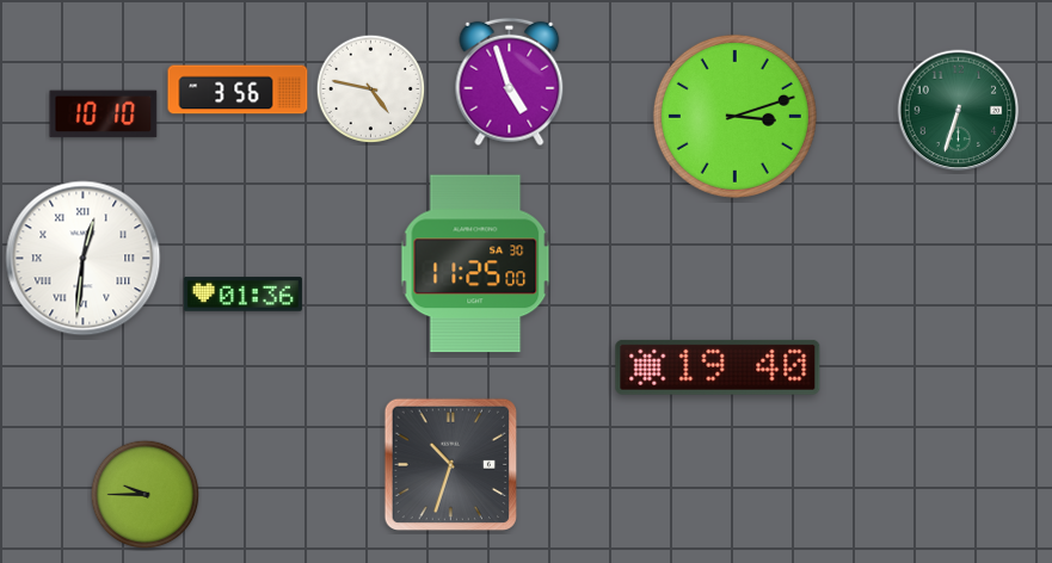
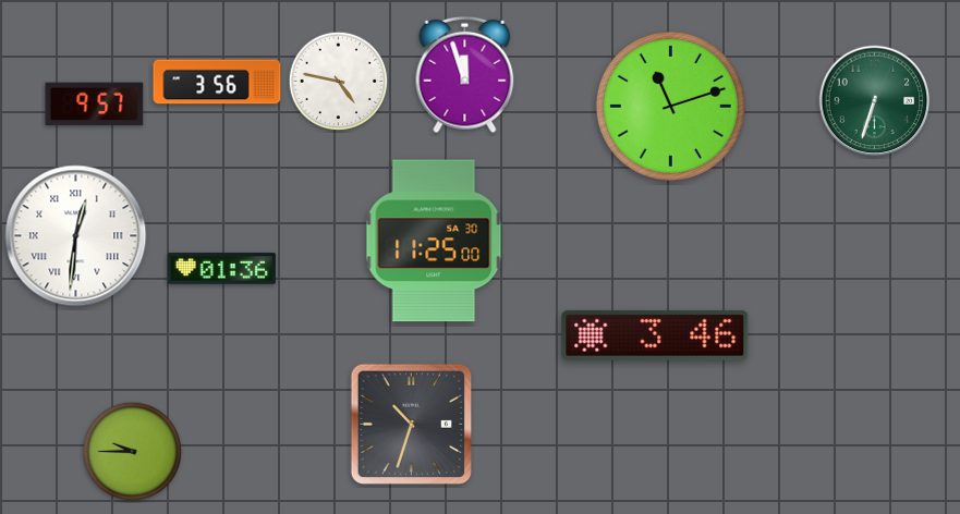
clock at (510, 82): 4:57 -> 11:57
clock at (104, 115): 10:10 -> 9:57
clock at (734, 116): 3:12 -> 11:12
clock at (718, 367): 19:40 -> 3:46
